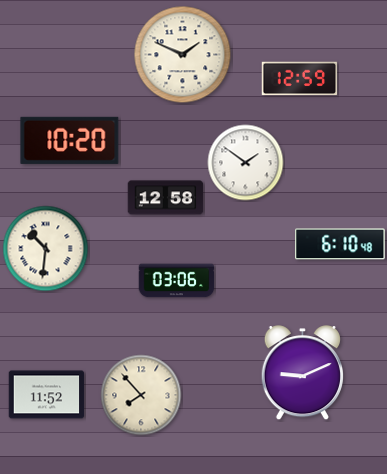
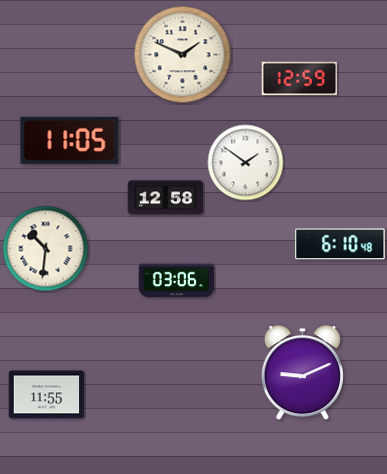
clock at (70, 140): 10:20 -> 11:05
clock at (47, 395): 11:52 -> 11:55
clock at (141, 395): 7:53 -> none
